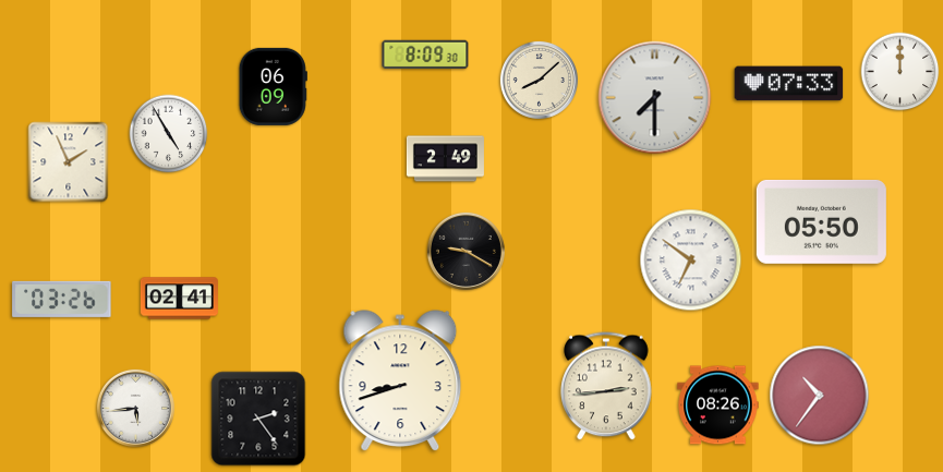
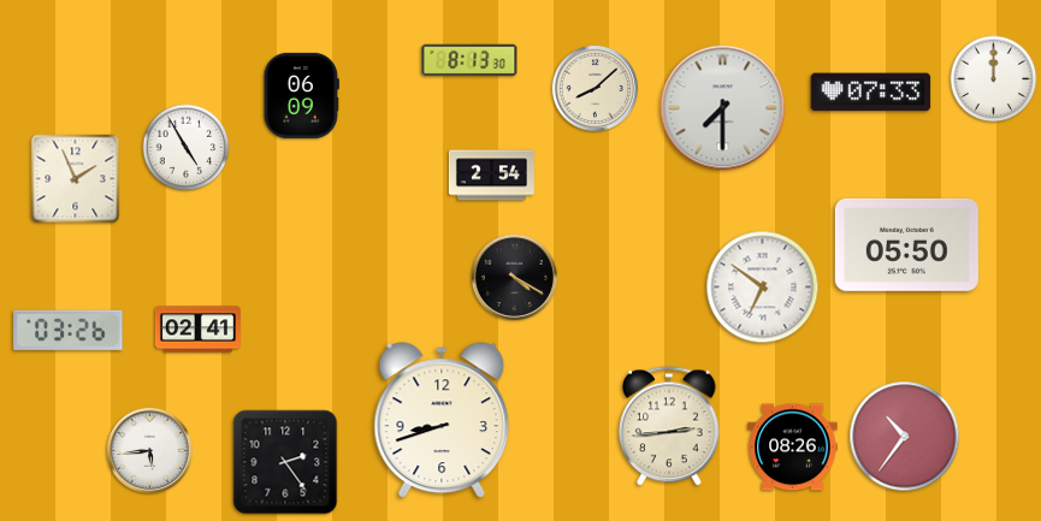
clock at (425, 55): 8:09 -> 8:13
clock at (445, 159): 2:49 -> 2:54
clock at (466, 251): 9:20 -> 4:20
